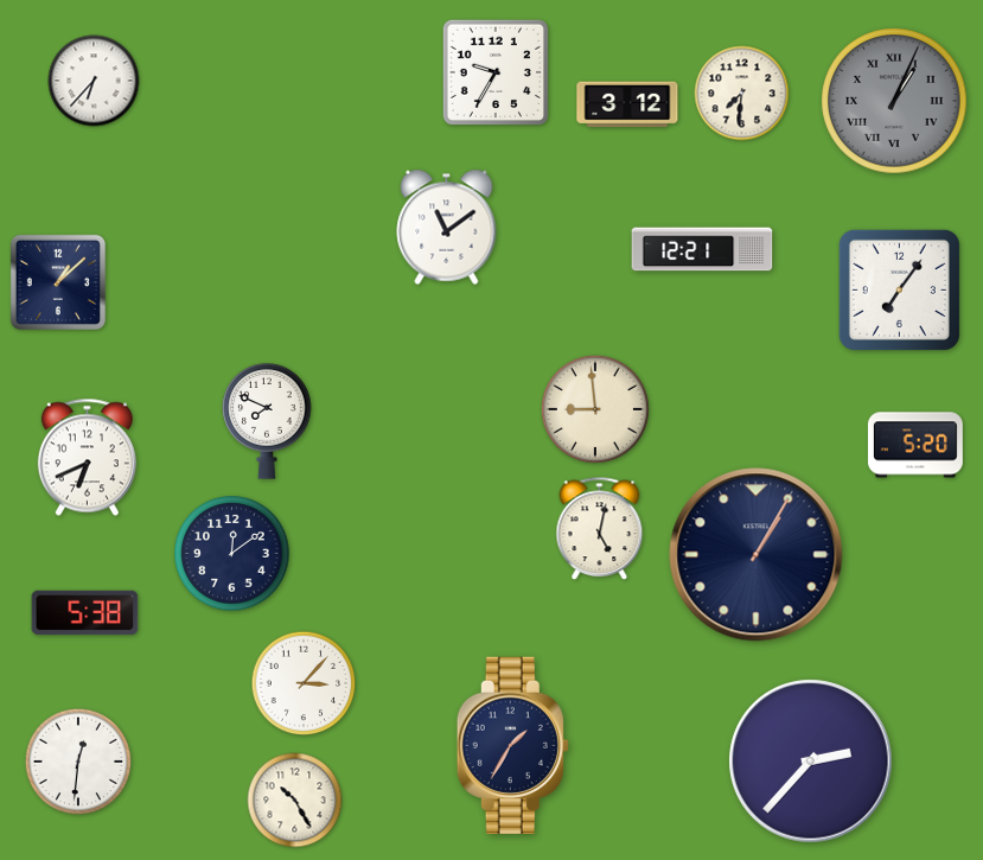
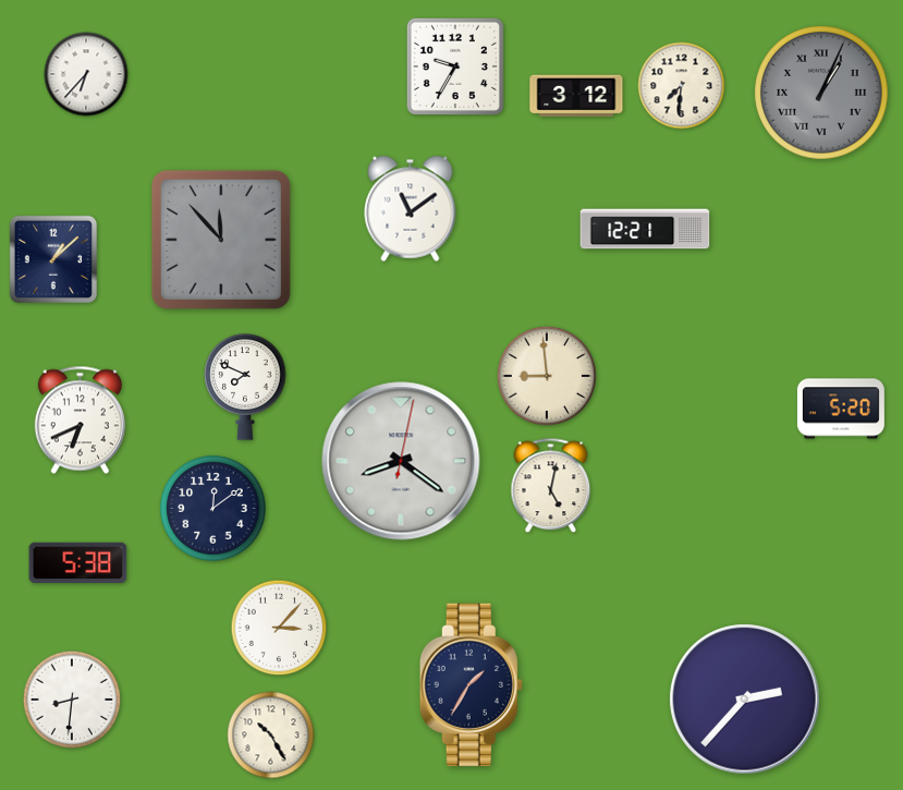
clock at (221, 240): none -> 11:53
clock at (899, 289): 7:06 -> none
clock at (401, 461): none -> 8:21
clock at (757, 555): 1:05 -> none
clock at (77, 760): 12:31 -> 8:31
